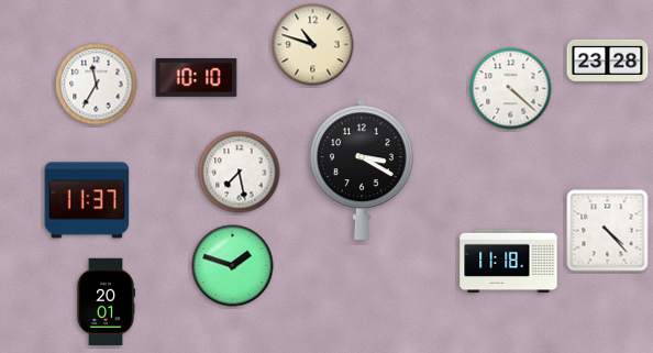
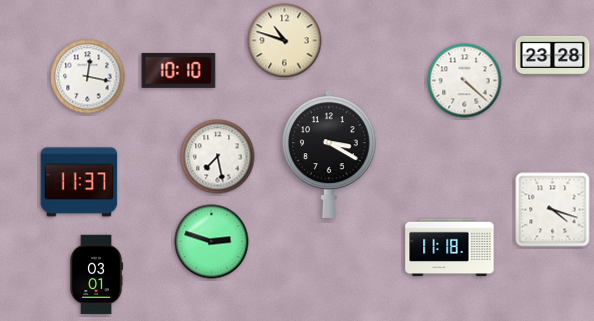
clock at (97, 85): 11:35 -> 12:17
clock at (608, 231): 4:23 -> 4:18
clock at (509, 262) position: (509, 262) -> (450, 248)
clock at (233, 266): 1:48 -> 2:48
clock at (106, 302): 20:01 -> 03:01
